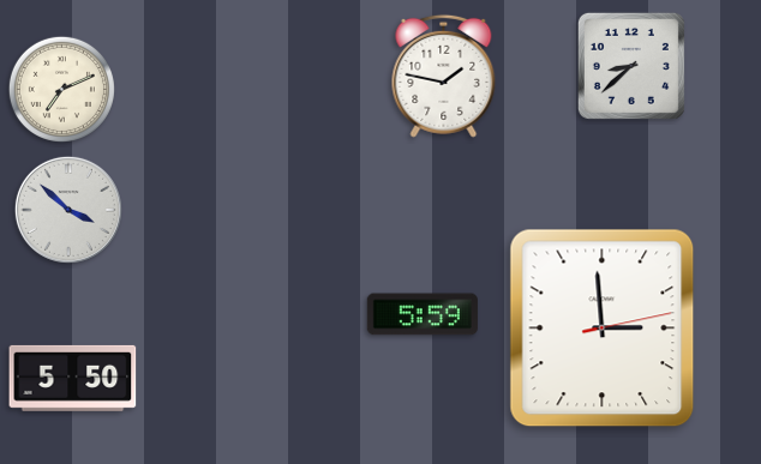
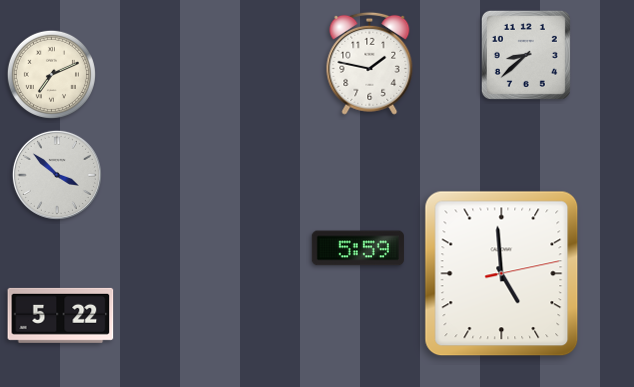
clock at (423, 314) position: (423, 314) -> (358, 248)
clock at (603, 329): 2:59 -> 4:59
clock at (73, 378): 5:50 -> 5:22
